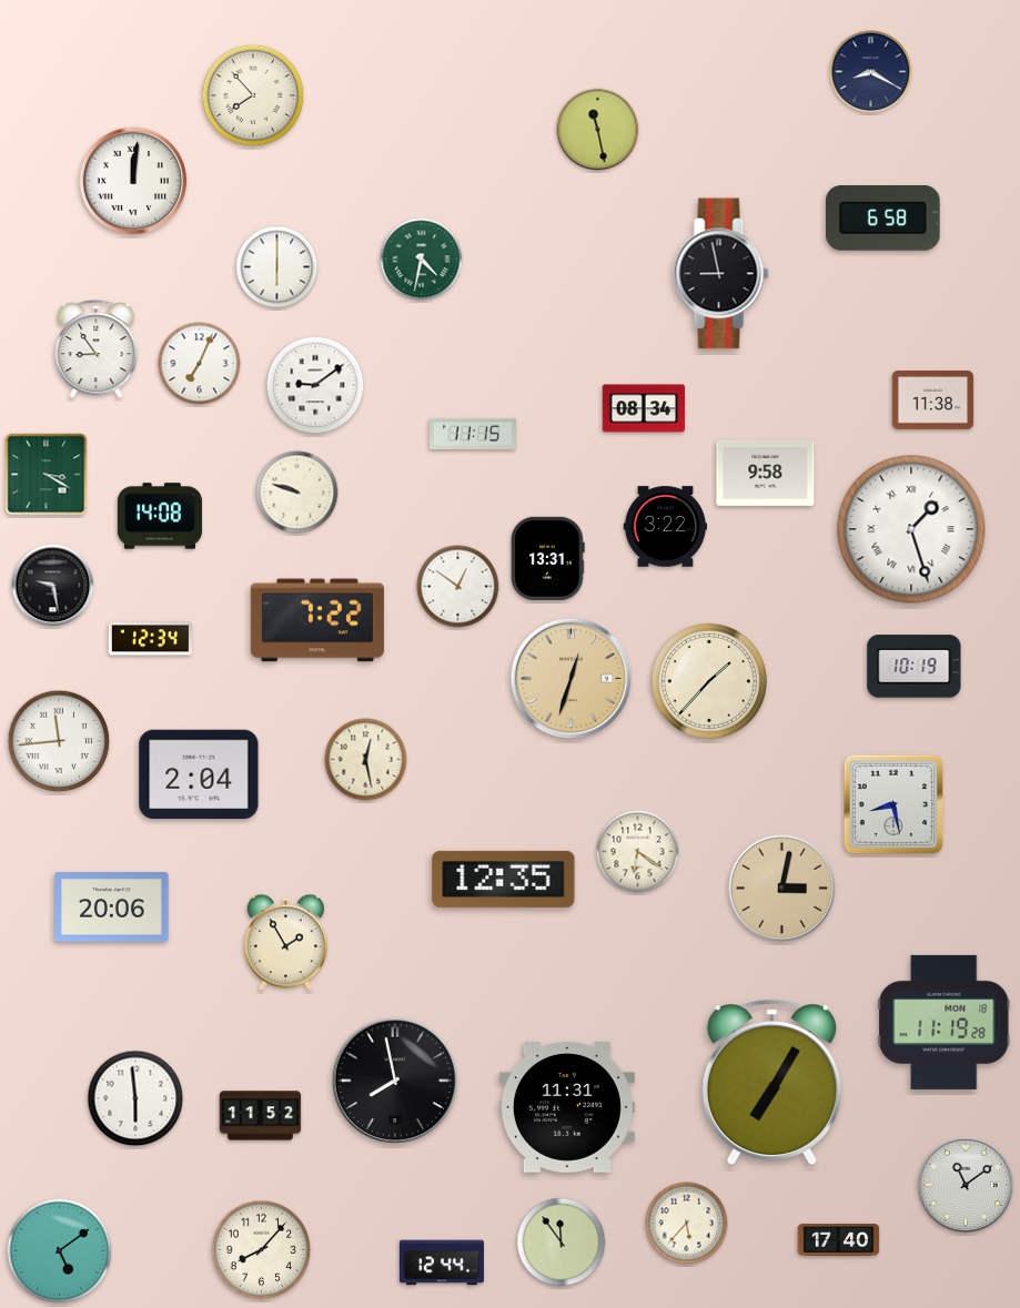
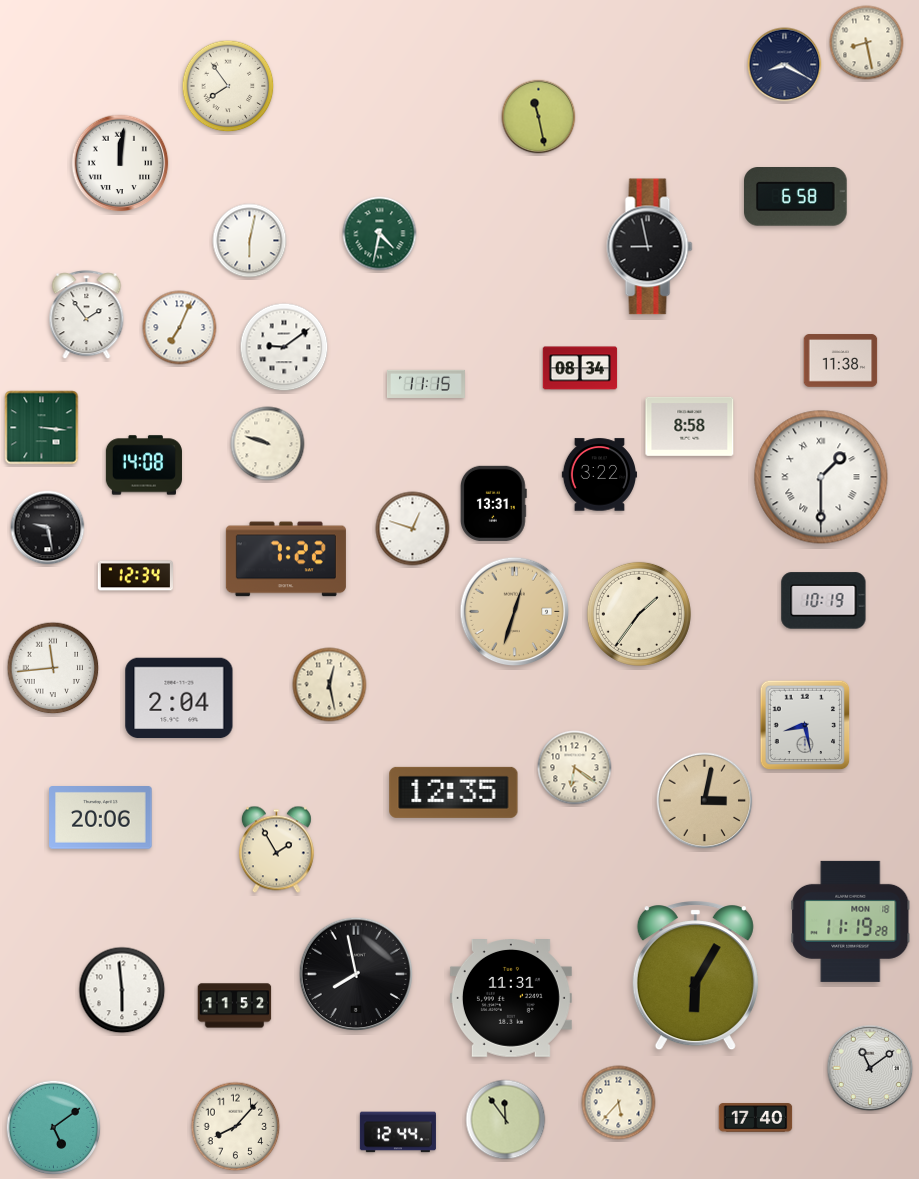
clock at (867, 43): none -> 8:28
clock at (253, 95): 7:53 -> 7:54
clock at (277, 267): 6:00 -> 6:02
clock at (97, 349): 8:54 -> 1:54
clock at (473, 434) position: (473, 434) -> (426, 384)
clock at (766, 473): 9:58 -> 8:58
clock at (47, 475): 3:20 -> 3:16
clock at (911, 529): 1:27 -> 1:30
clock at (458, 587): 12:51 -> 12:48
clock at (709, 681): 1:37 -> 1:36
clock at (285, 943) position: (285, 943) -> (276, 850)
clock at (771, 1083): 7:05 -> 6:05
clock at (442, 1263) position: (442, 1263) -> (398, 1132)
